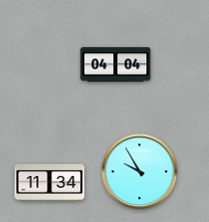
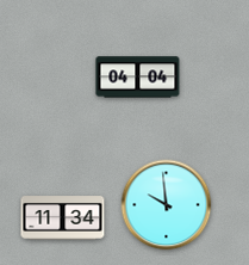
clock at (140, 172): 9:55 -> 9:59
clock at (50, 183) position: (50, 183) -> (63, 218)
